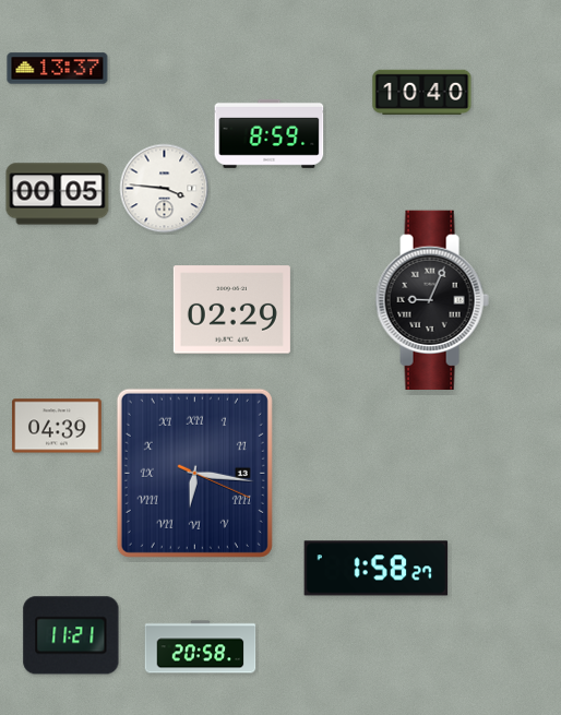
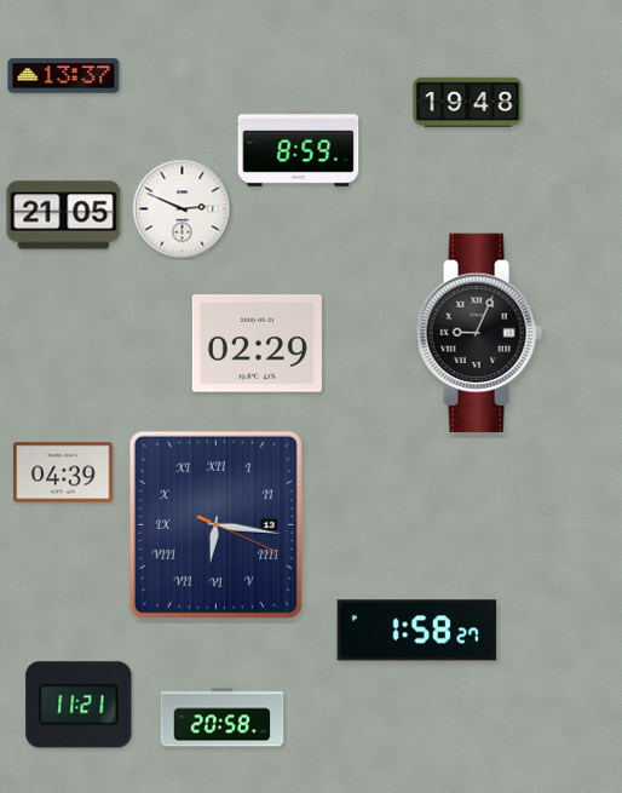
clock at (422, 92): 10:40 -> 19:48
clock at (165, 189): 3:46 -> 2:49
clock at (58, 194): 00:05 -> 21:05
